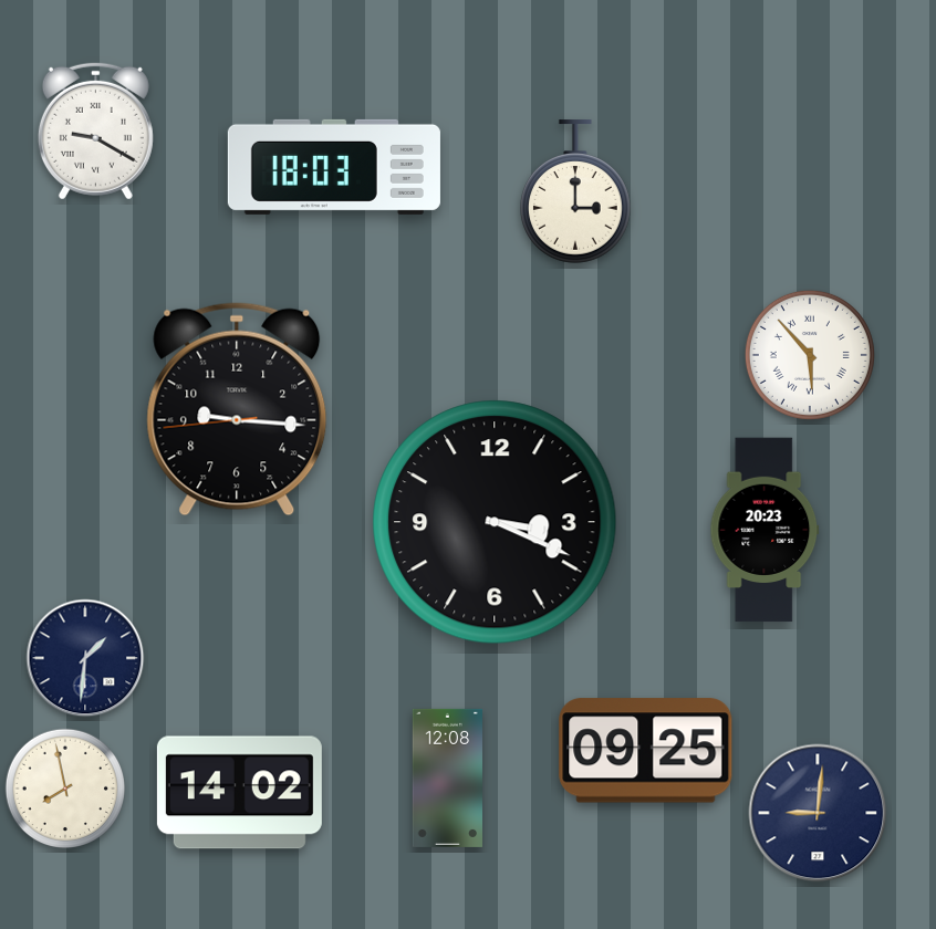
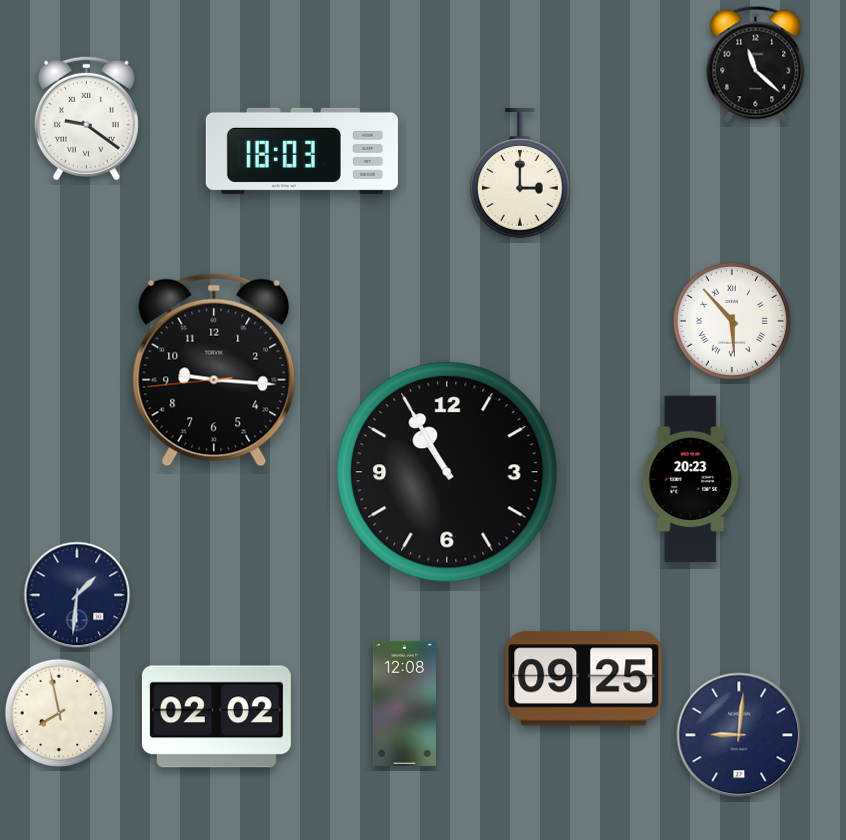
clock at (756, 64): none -> 11:22
clock at (95, 131): 9:20 -> 9:21
clock at (495, 522): 3:19 -> 10:55
clock at (239, 793): 14:02 -> 02:02
